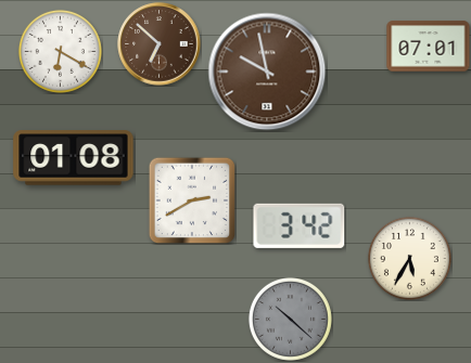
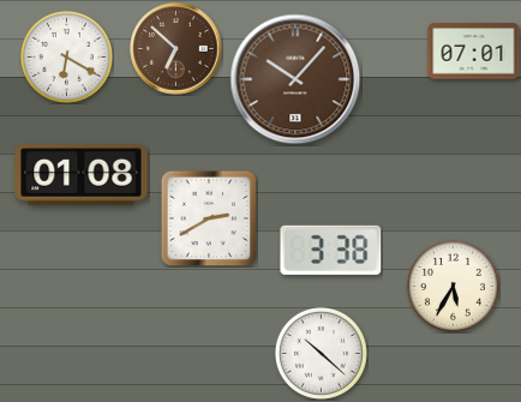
clock at (267, 72): 9:58 -> 10:07
clock at (192, 200) position: (192, 200) -> (209, 218)
clock at (300, 225): 3:42 -> 3:38
clock at (290, 319) dial: grey -> white
